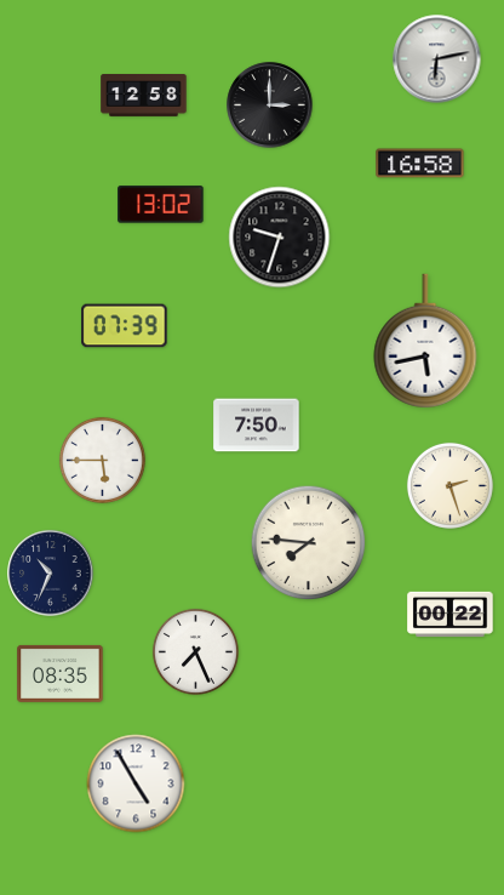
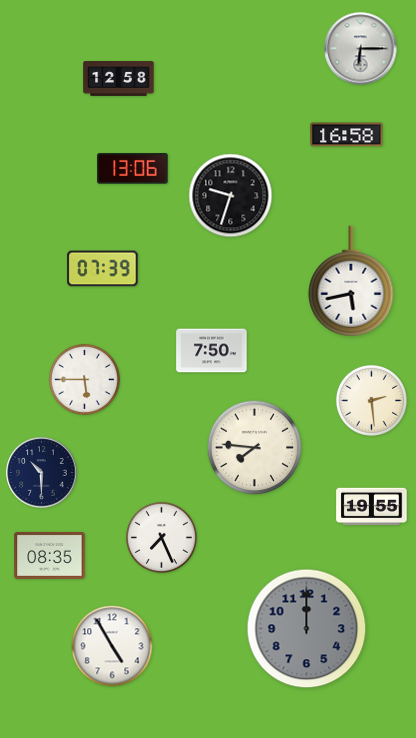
clock at (437, 59): 6:13 -> 6:15
clock at (270, 106): 3:00 -> none
clock at (161, 205): 13:02 -> 13:06
clock at (449, 485): 2:27 -> 2:29
clock at (51, 574): 10:34 -> 10:30
clock at (451, 615): 00:22 -> 19:55
clock at (307, 629): none -> 12:00
